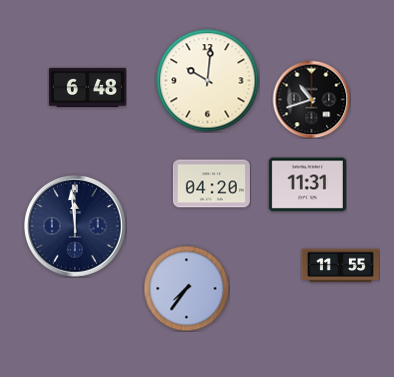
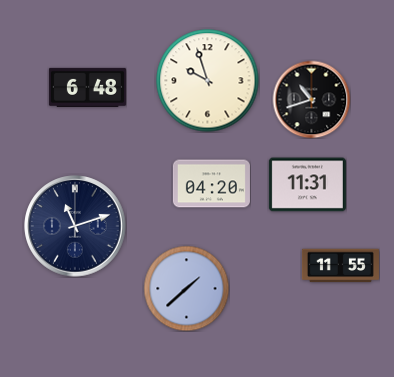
clock at (208, 81): 10:01 -> 9:57
clock at (75, 226): 11:59 -> 11:12
clock at (186, 288): 7:36 -> 1:38
